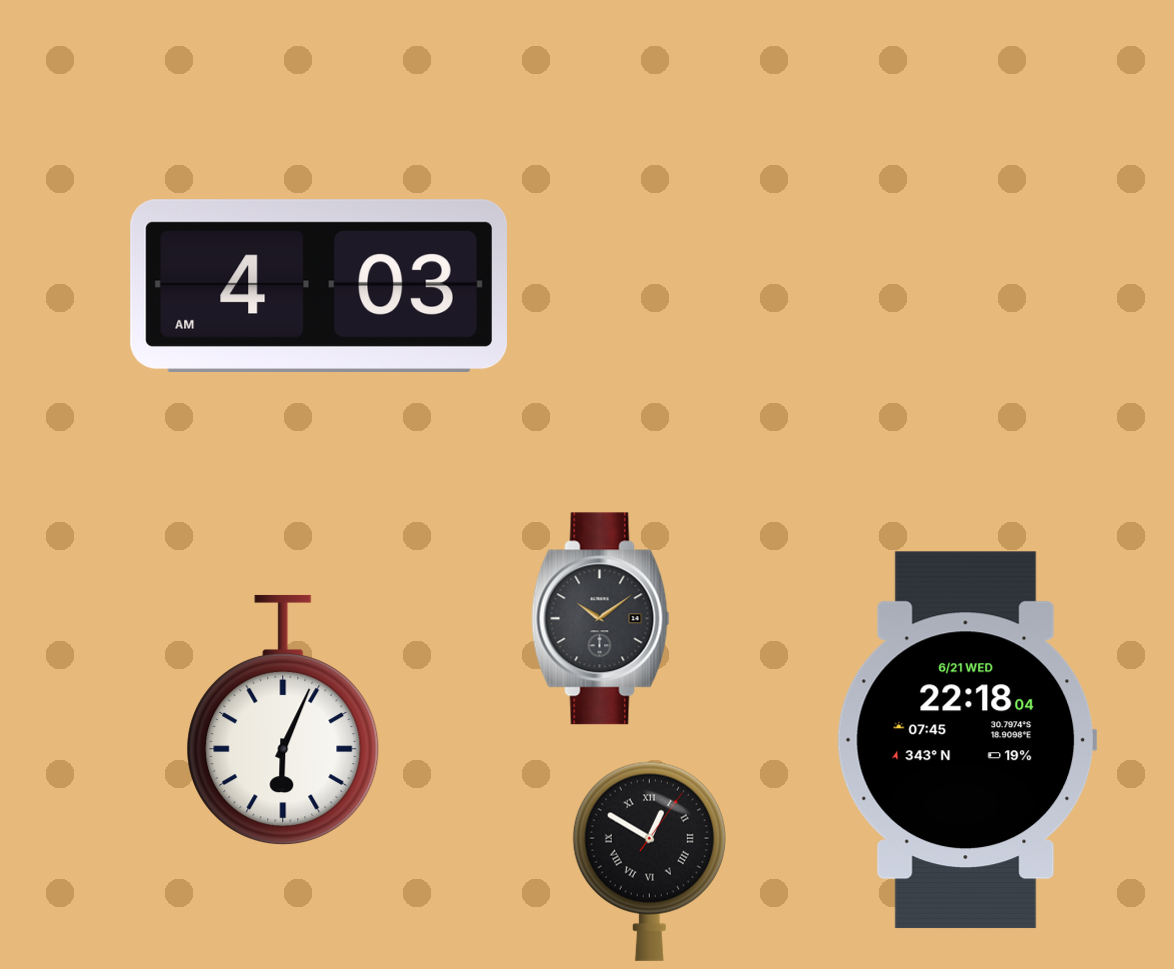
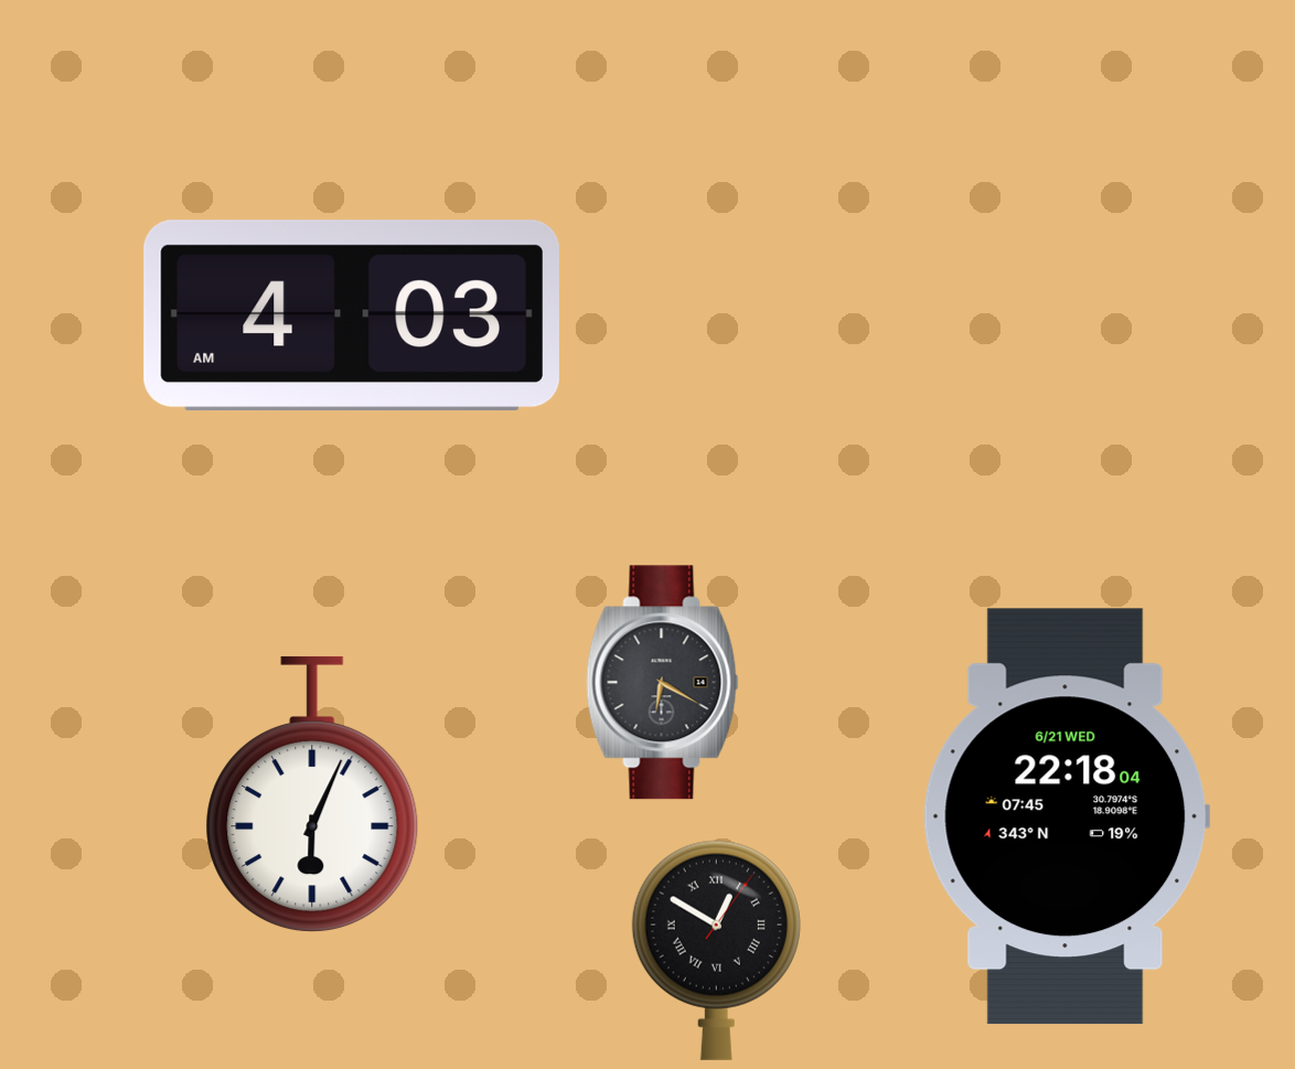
clock at (601, 619): 10:09 -> 6:20
